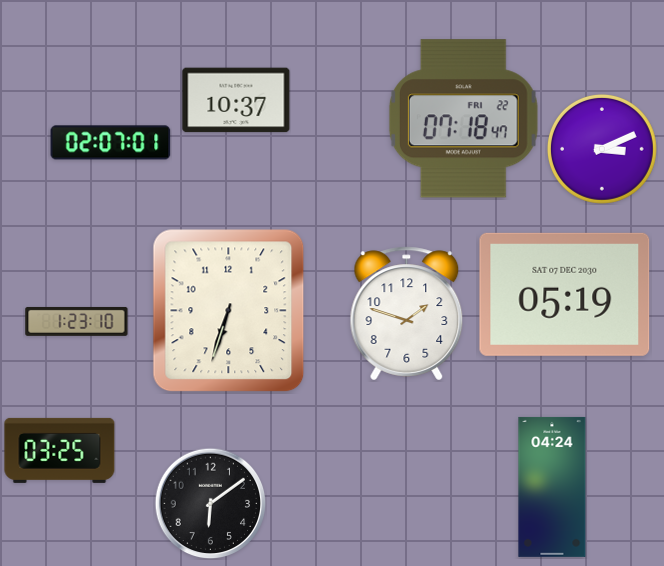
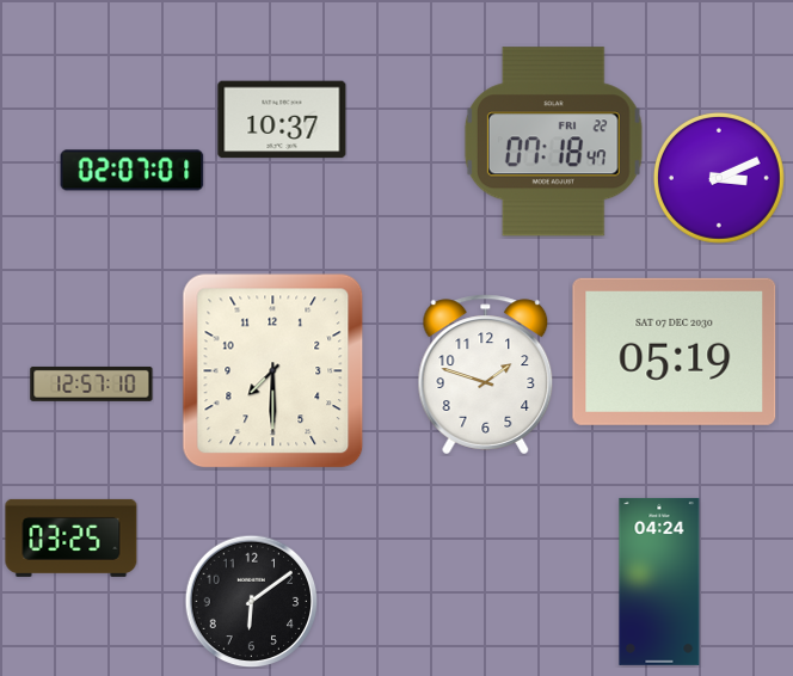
clock at (229, 311): 6:33 -> 7:30
clock at (77, 321): 1:23 -> 12:57
